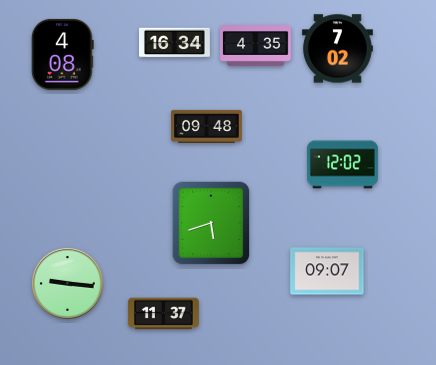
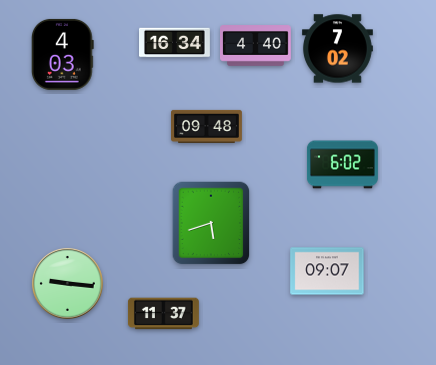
clock at (256, 46): 4:35 -> 4:40
clock at (62, 54): 4:08 -> 4:03
clock at (343, 165): 12:02 -> 6:02
